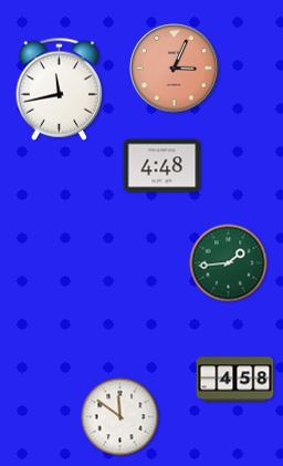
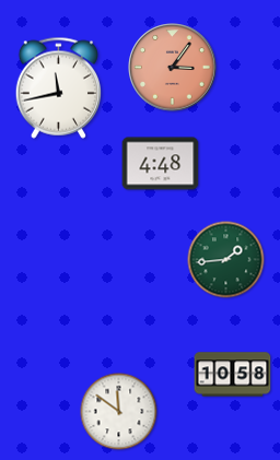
clock at (175, 69): 3:04 -> 3:06
clock at (235, 380): 4:58 -> 10:58
